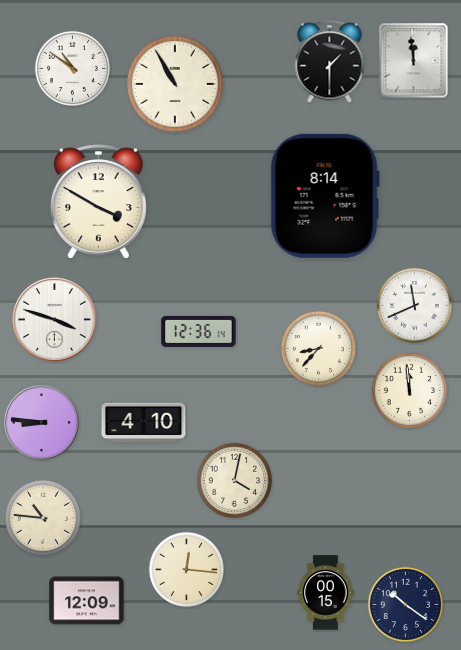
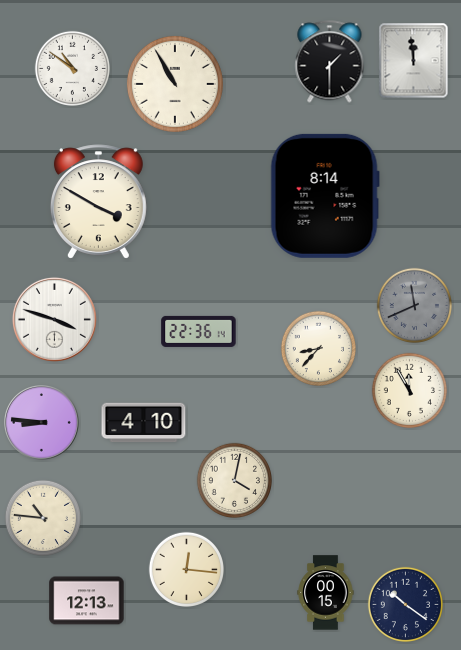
clock at (414, 305) dial: white -> grey
clock at (199, 331): 12:36 -> 22:36
clock at (409, 390): 11:59 -> 11:55
clock at (87, 601): 12:09 -> 12:13
